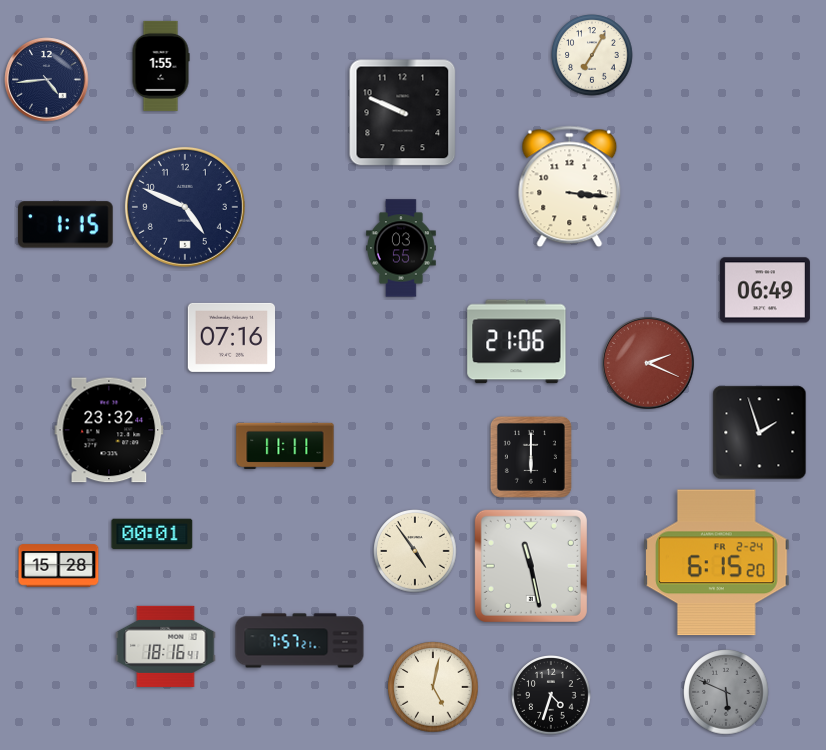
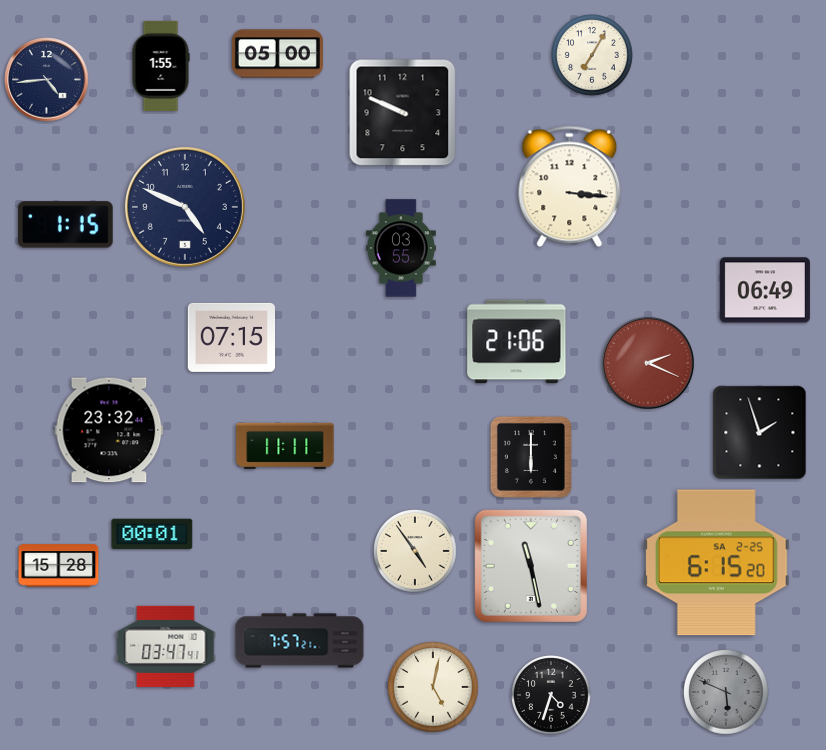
clock at (277, 54): none -> 05:00
clock at (232, 337): 07:16 -> 07:15
clock at (717, 563) date: FR 2-24 -> SA 2-25
clock at (166, 646): 18:16 -> 03:47
